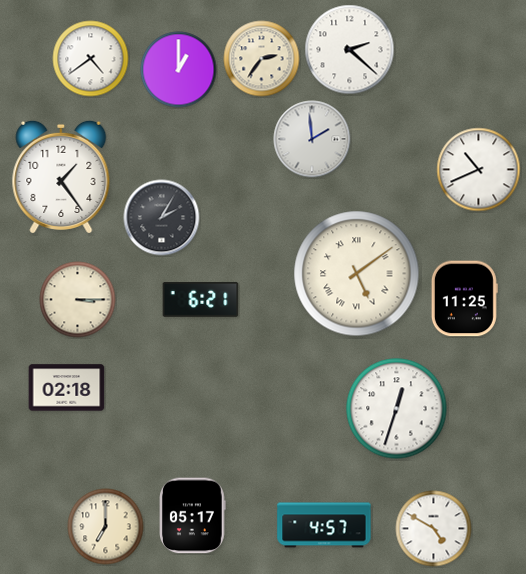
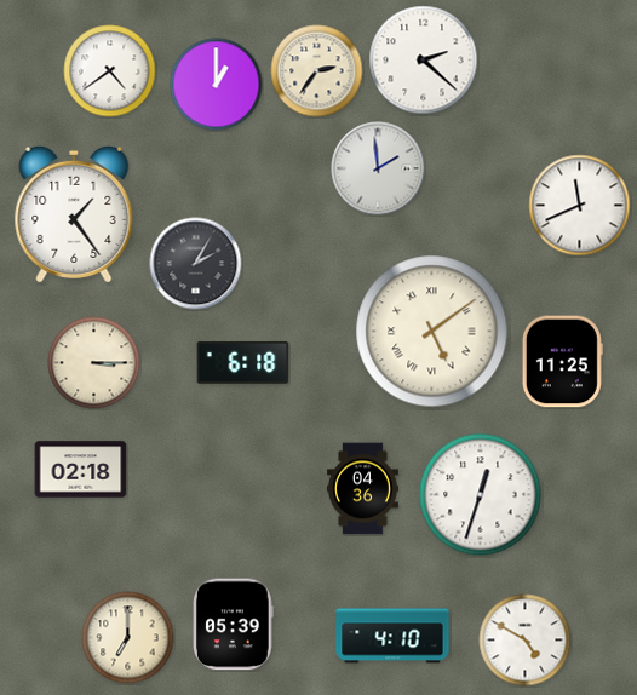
clock at (479, 170): 10:41 -> 11:41
clock at (201, 300): 6:21 -> 6:18
clock at (362, 489): none -> 04:36
clock at (193, 516): 05:17 -> 05:39
clock at (324, 525): 4:57 -> 4:10
